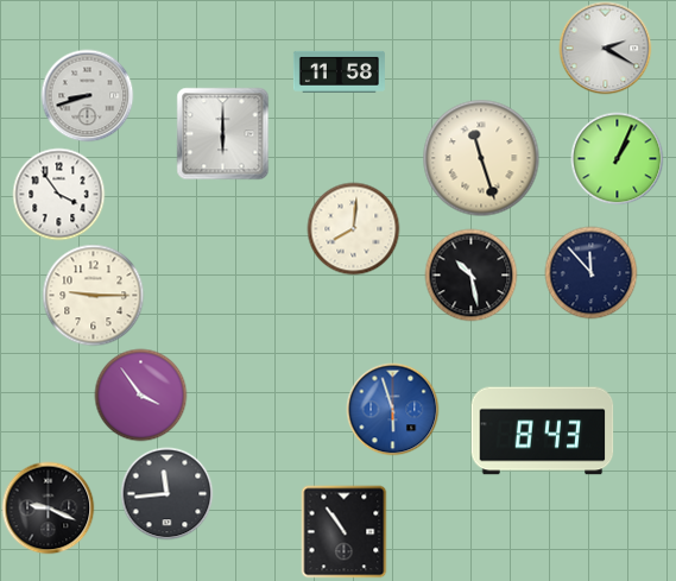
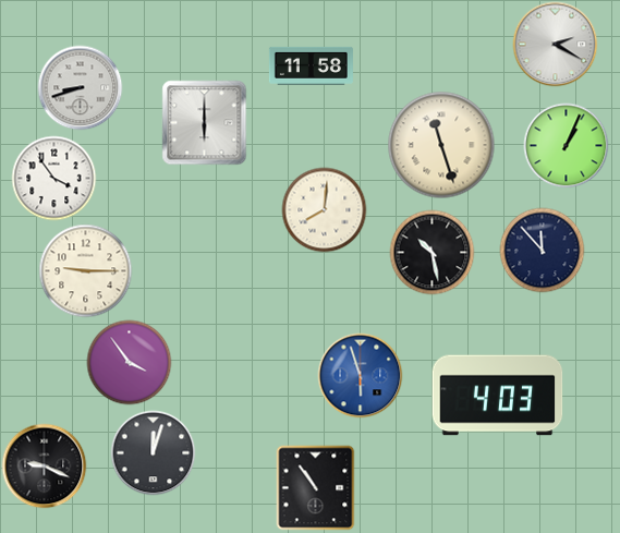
clock at (543, 431): 8:43 -> 4:03
clock at (166, 493): 11:44 -> 12:03
